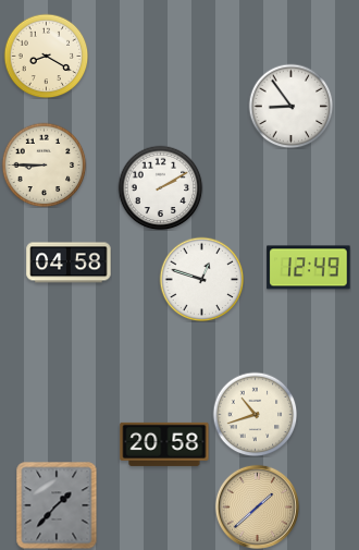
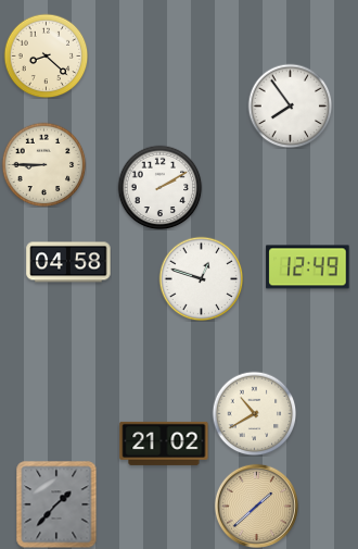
clock at (46, 56): 8:20 -> 8:22
clock at (290, 106): 8:54 -> 7:54
clock at (255, 414): 10:42 -> 10:40
clock at (164, 444): 20:58 -> 21:02
